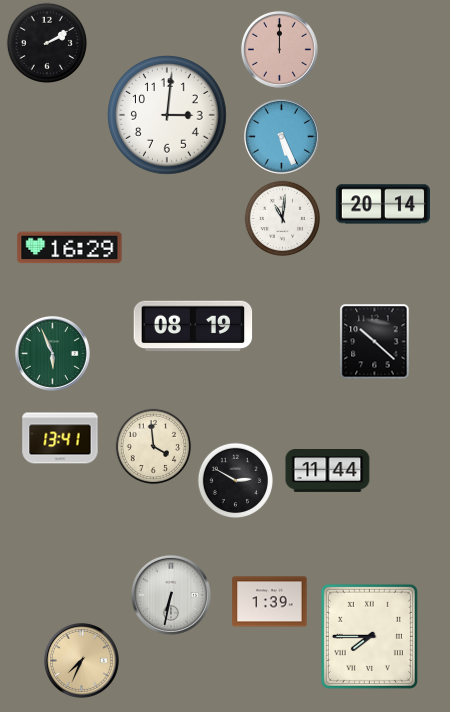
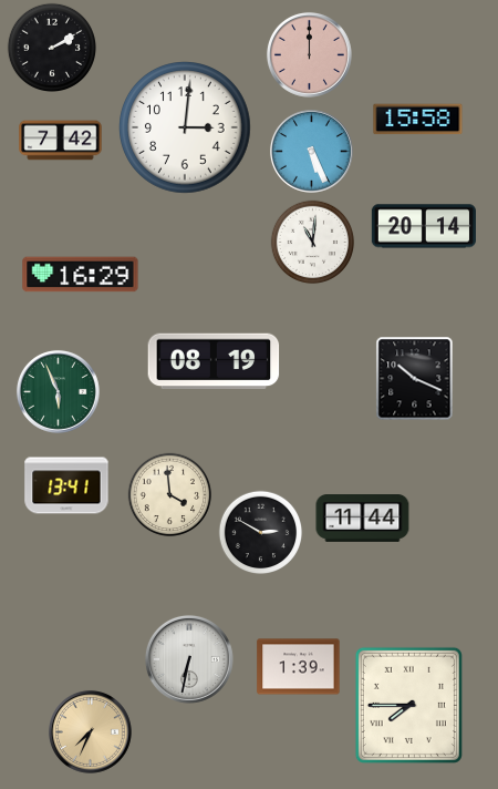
clock at (418, 120): none -> 15:58
clock at (61, 141): none -> 7:42
clock at (70, 248) position: (70, 248) -> (81, 275)
clock at (375, 342): 10:22 -> 10:19
clock at (328, 471) position: (328, 471) -> (363, 519)
